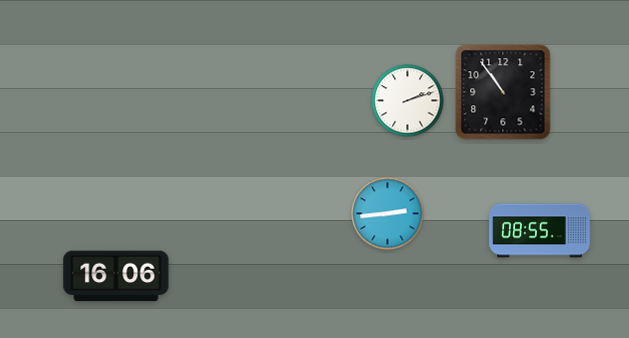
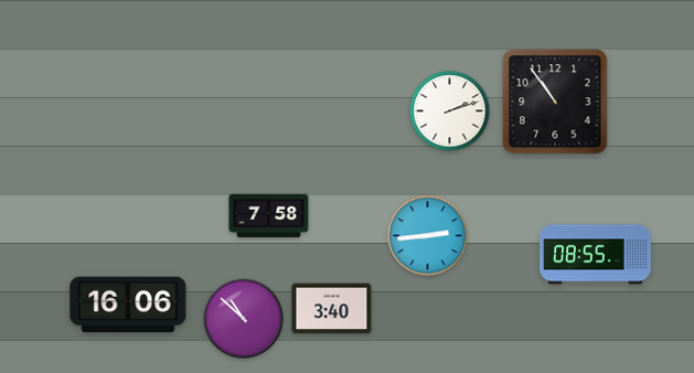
clock at (269, 216): none -> 7:58
clock at (332, 309): none -> 3:40
clock at (244, 319): none -> 10:52
